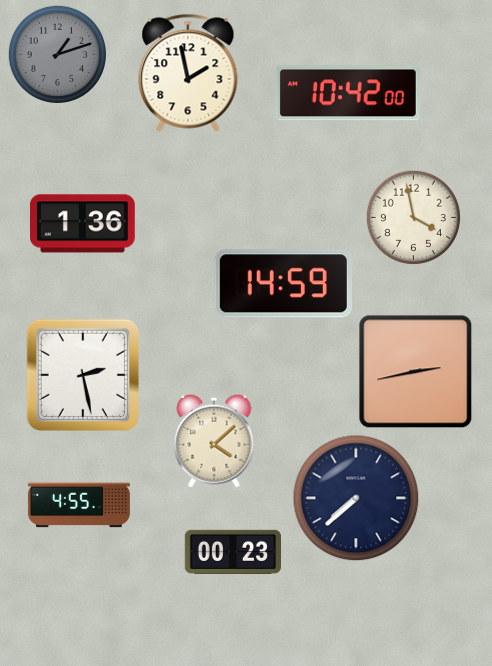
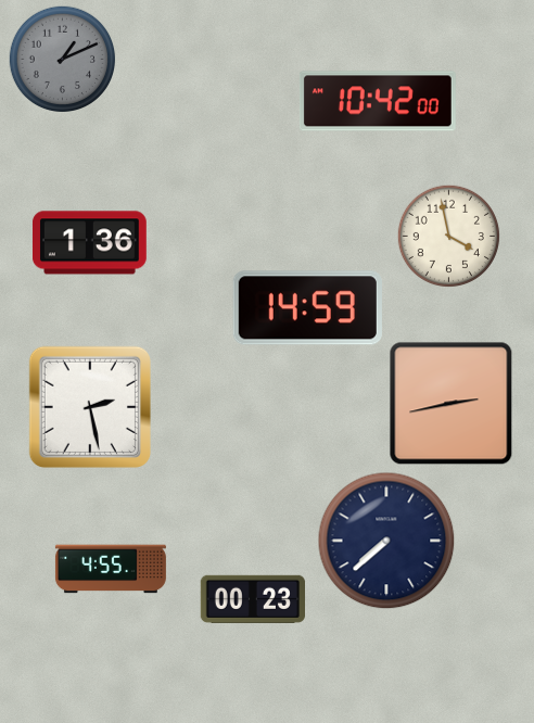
clock at (57, 54): 1:12 -> 1:11
clock at (188, 73): 1:58 -> none
clock at (214, 441): 4:08 -> none
clock at (79, 505) position: (79, 505) -> (111, 569)
